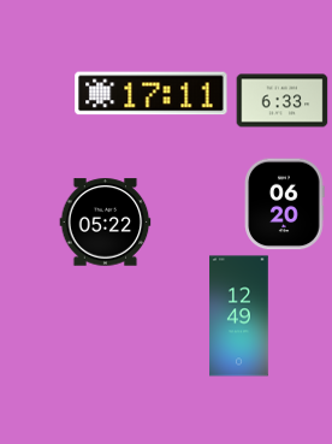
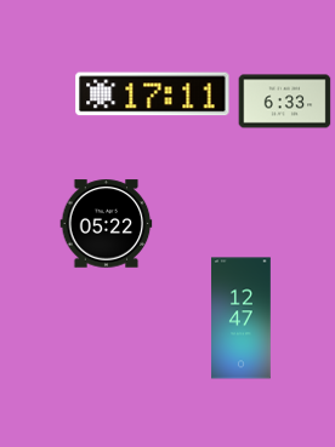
clock at (285, 205): 06:20 -> none
clock at (239, 316): 12:49 -> 12:47
